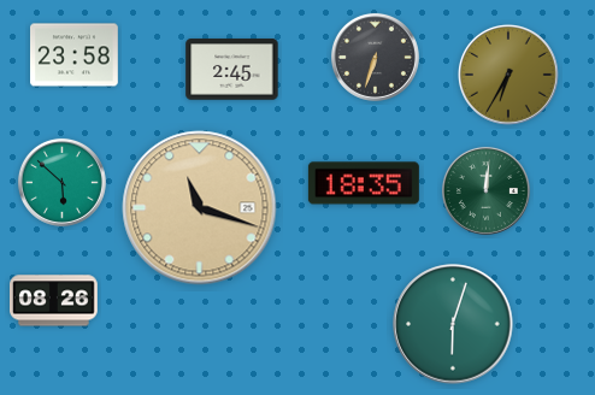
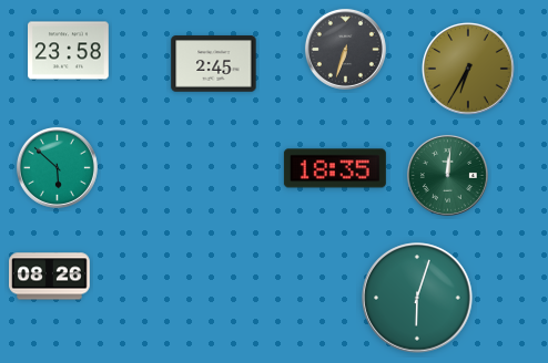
clock at (375, 57) position: (375, 57) -> (345, 49)
clock at (200, 208): 11:18 -> none
